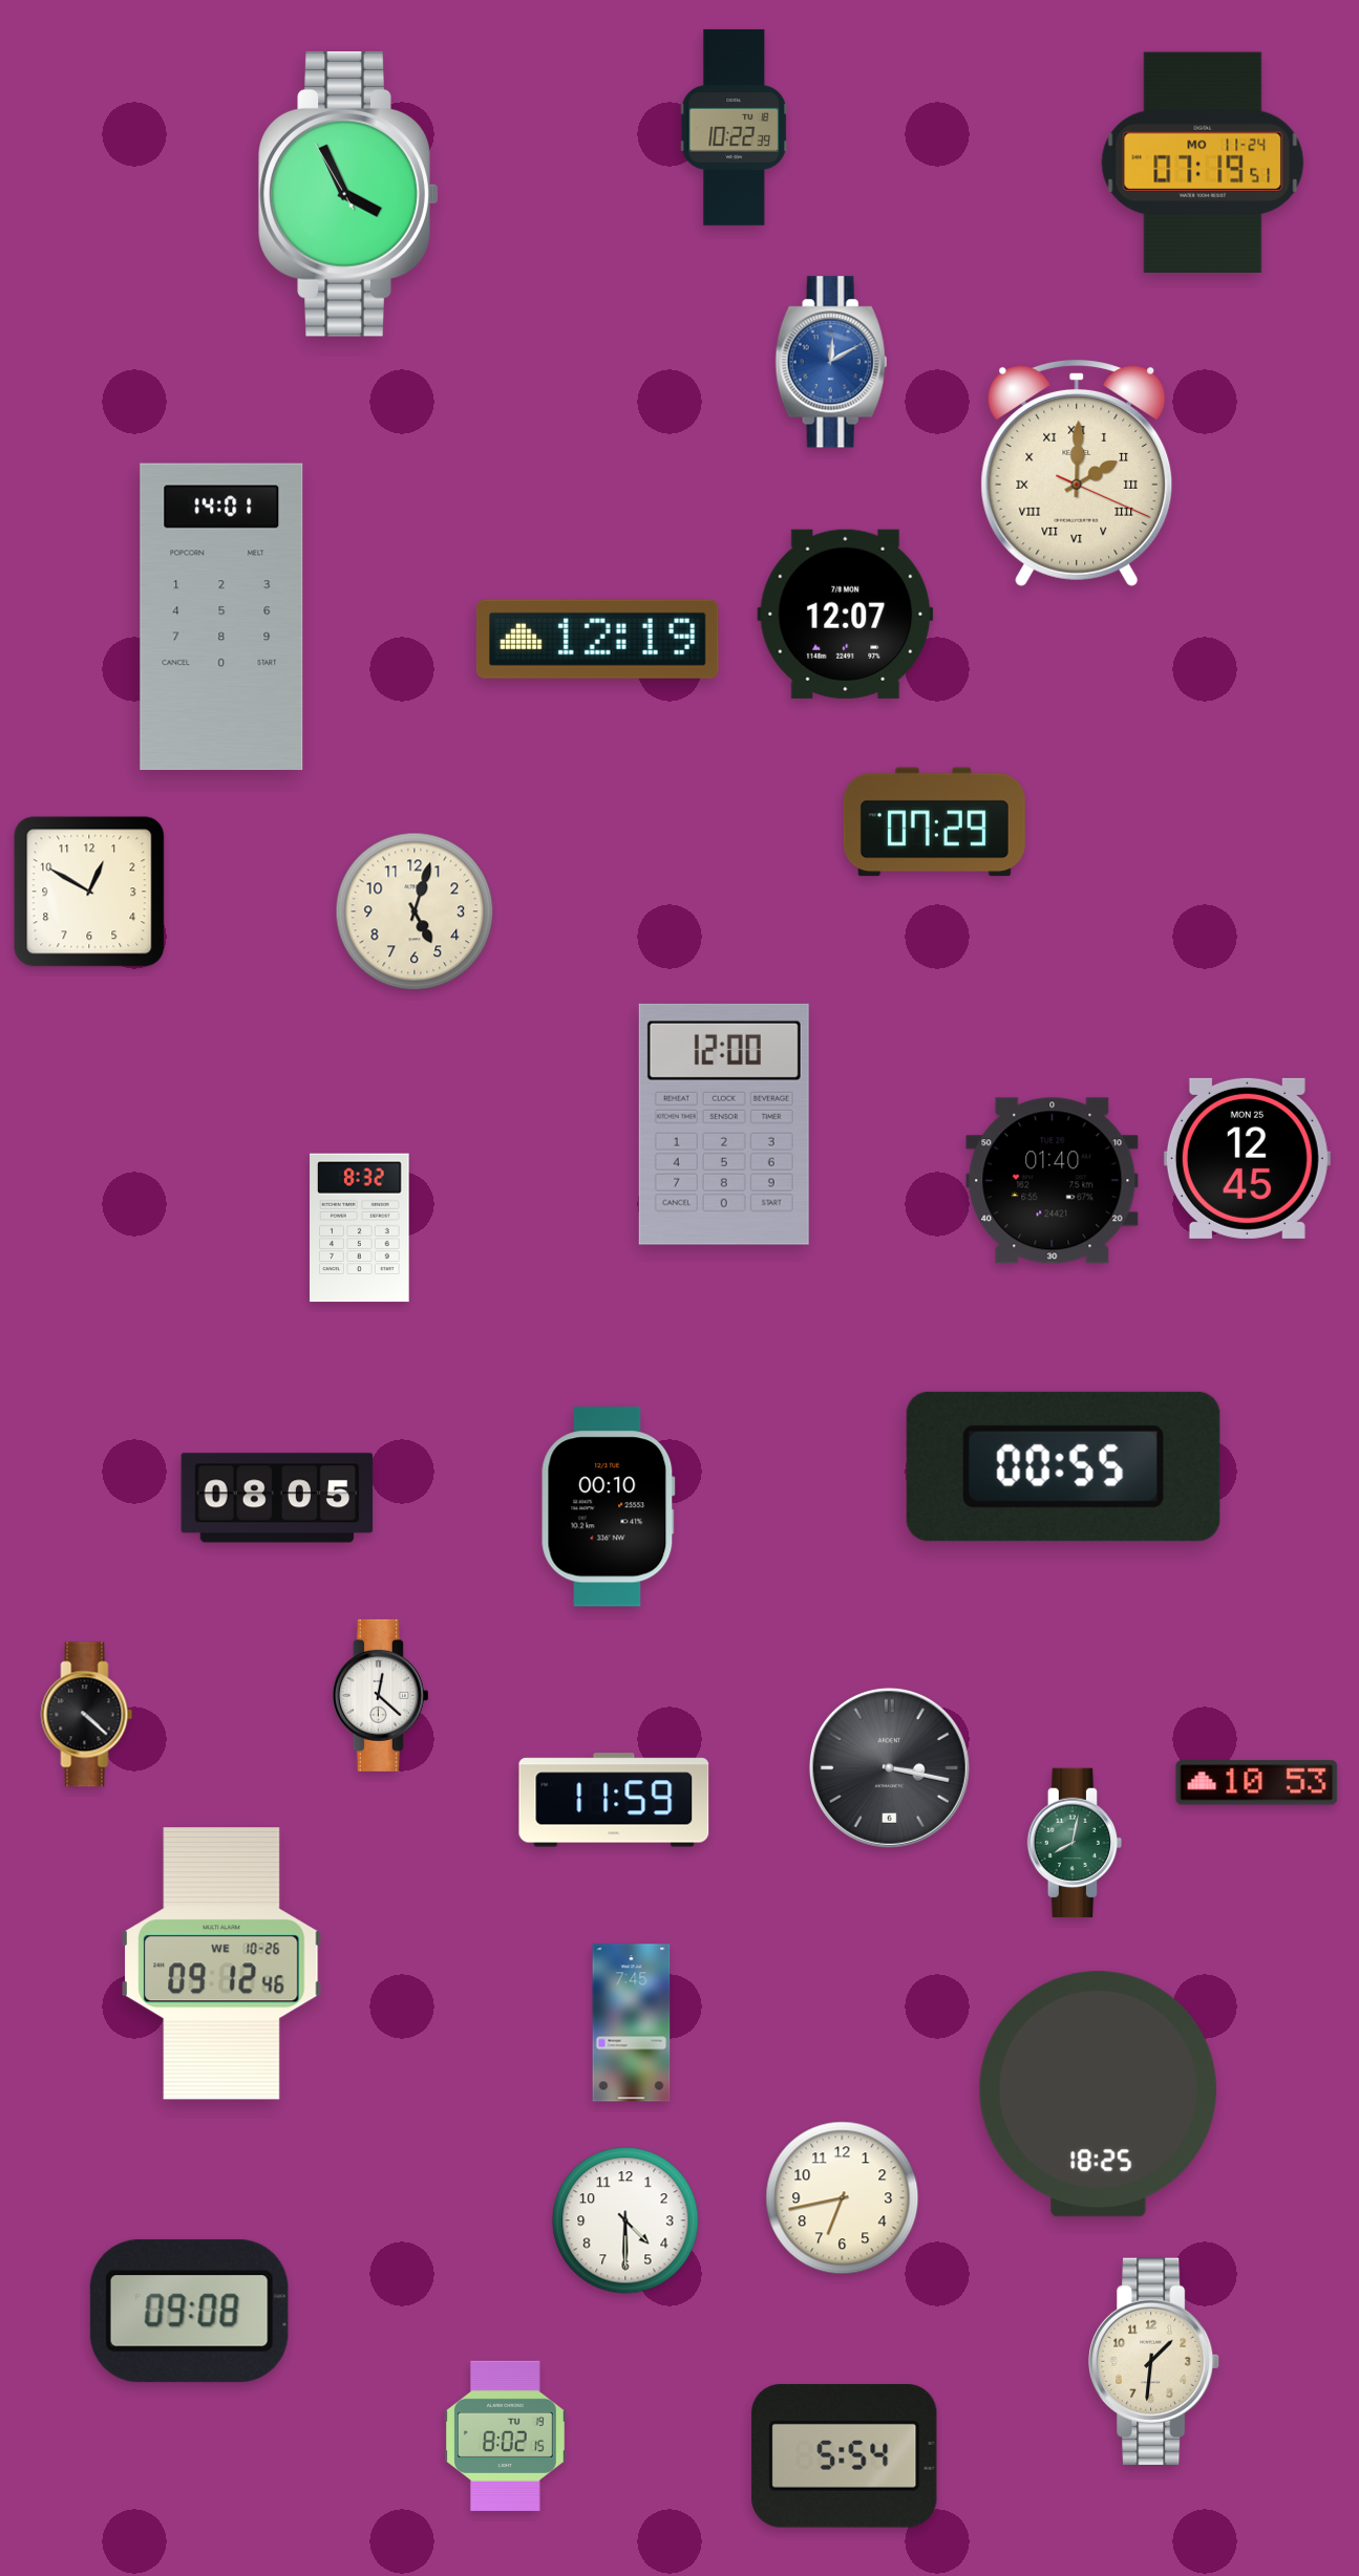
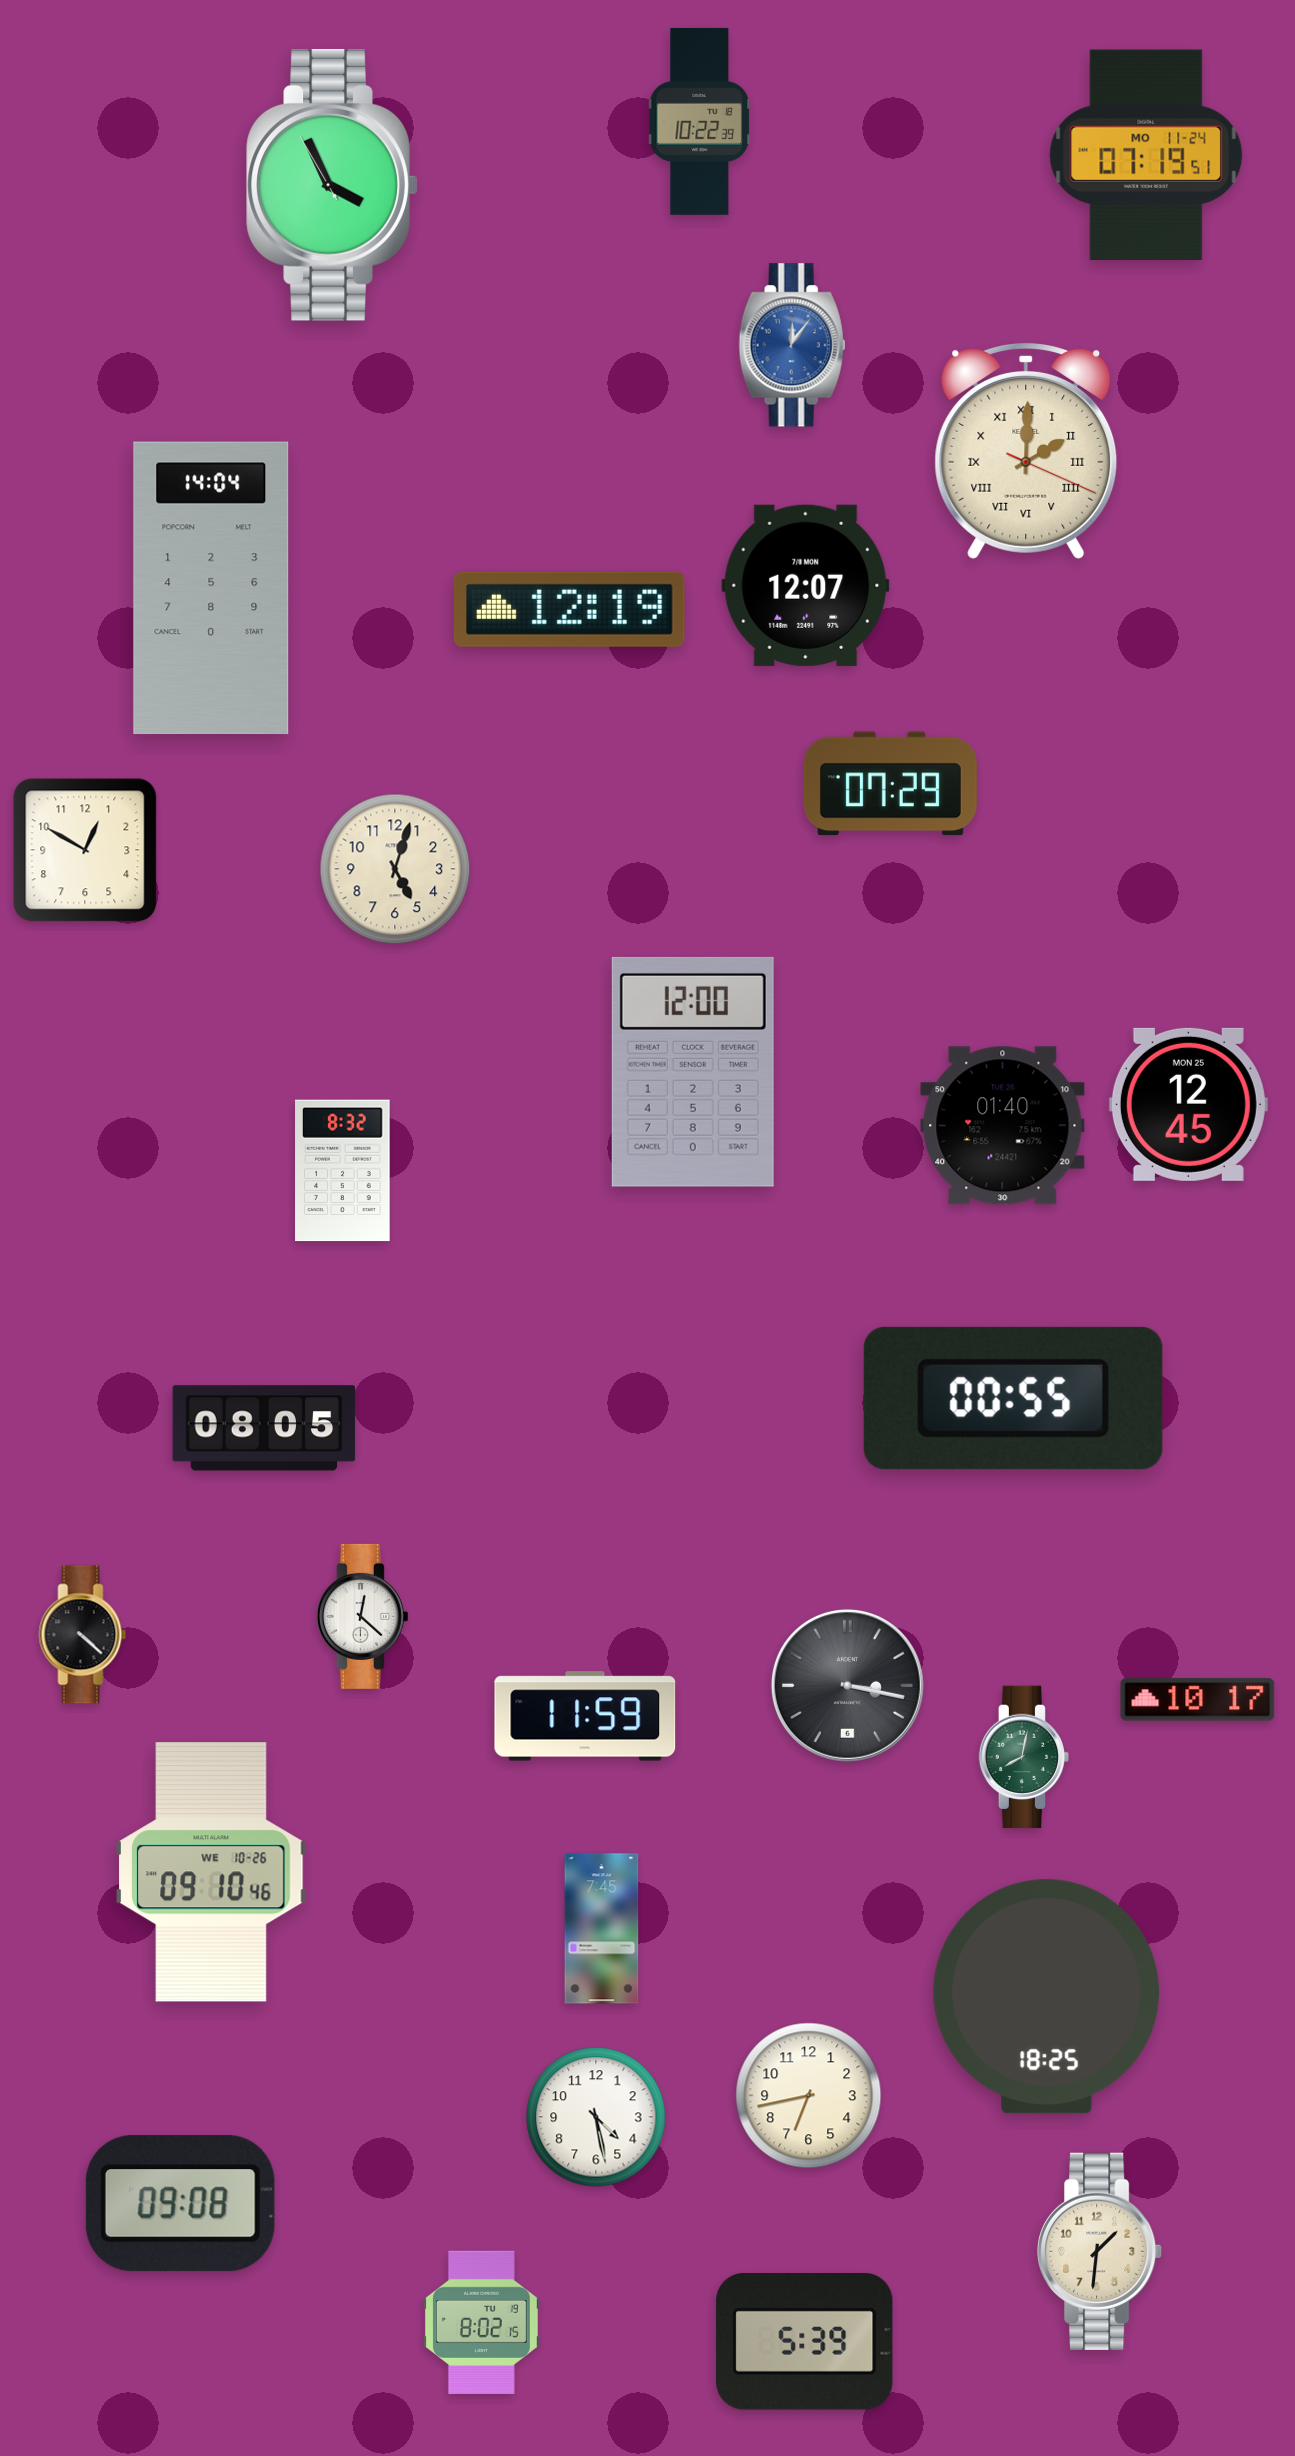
clock at (831, 362): 12:10 -> 12:06
clock at (221, 617): 14:01 -> 14:04
clock at (724, 1124) position: (724, 1124) -> (693, 1072)
clock at (609, 1507): 00:10 -> none
clock at (1257, 1783): 10:53 -> 10:17
clock at (222, 1963): 09:12 -> 09:10
clock at (843, 2198) position: (843, 2198) -> (809, 2096)
clock at (625, 2220): 4:30 -> 4:28
clock at (845, 2455): 5:54 -> 5:39
